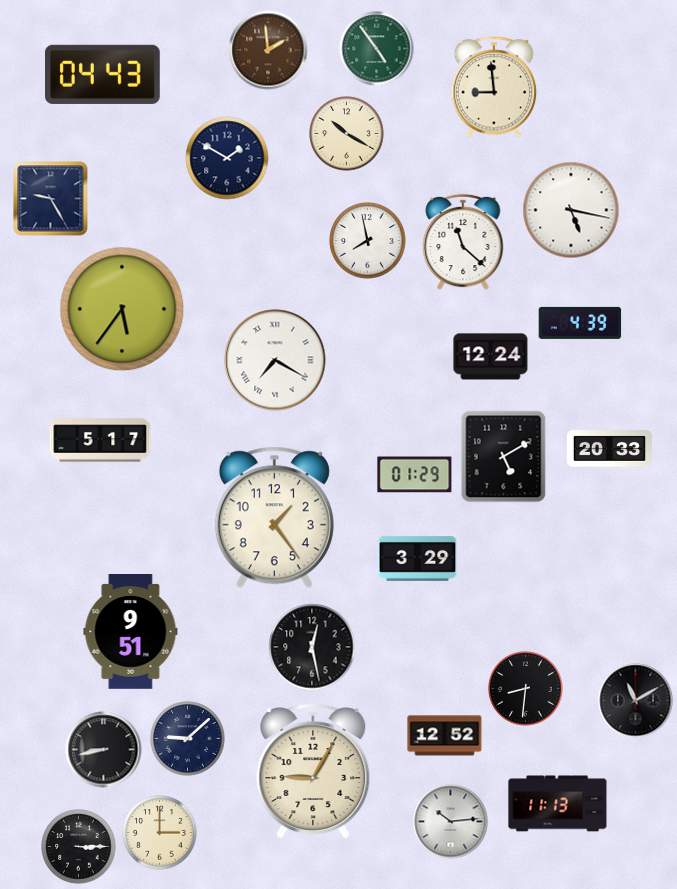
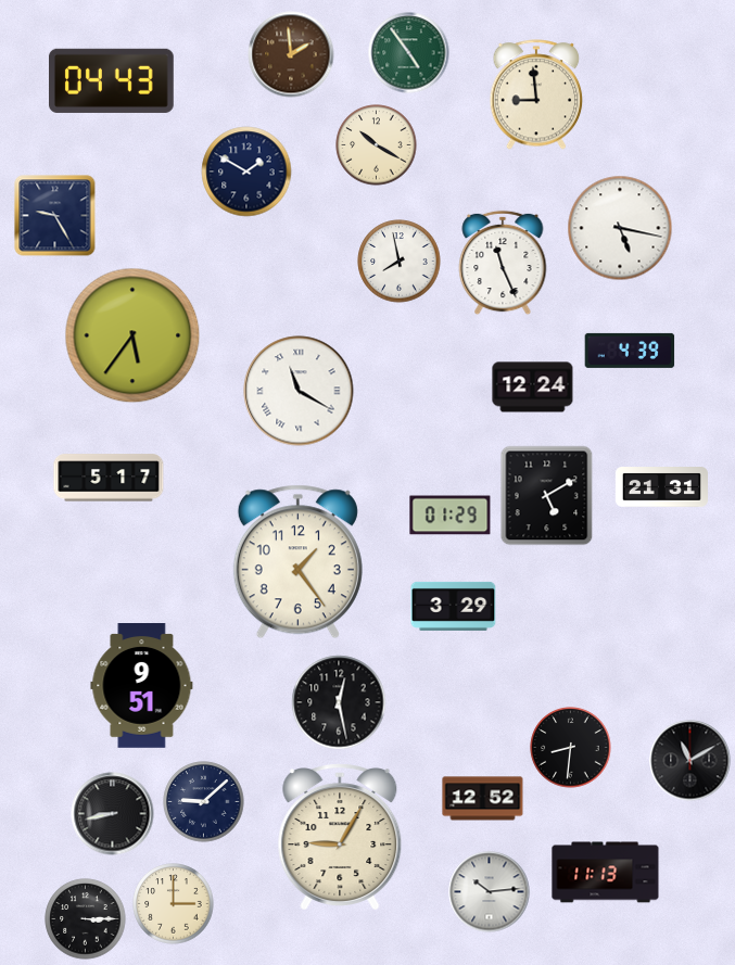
clock at (463, 242): 11:22 -> 11:26
clock at (275, 360): 7:20 -> 11:20
clock at (609, 449): 20:33 -> 21:31
